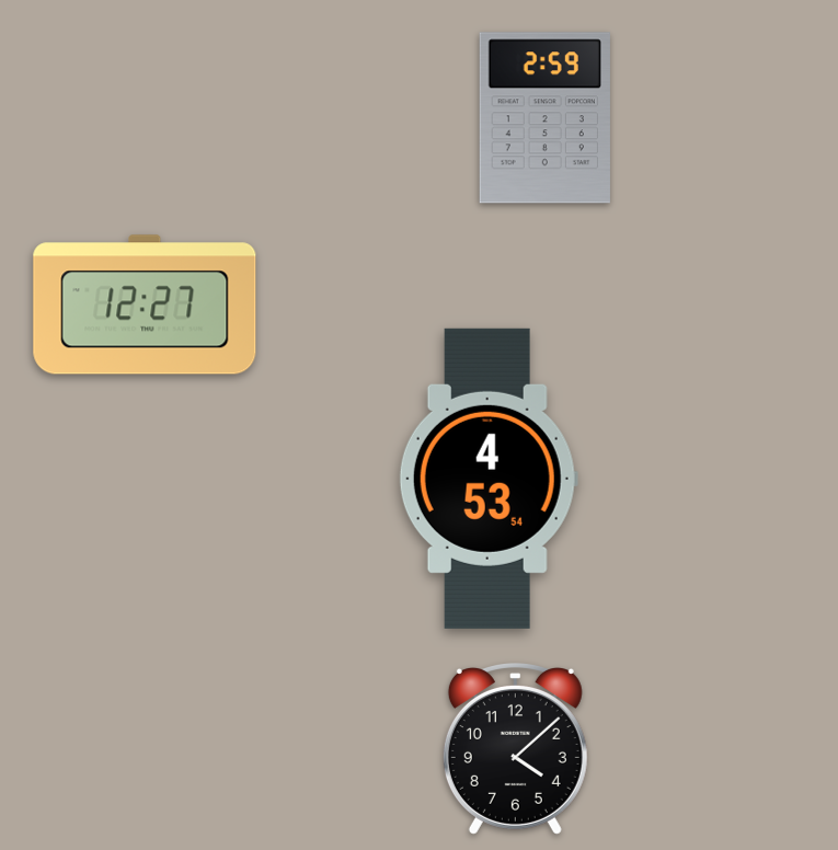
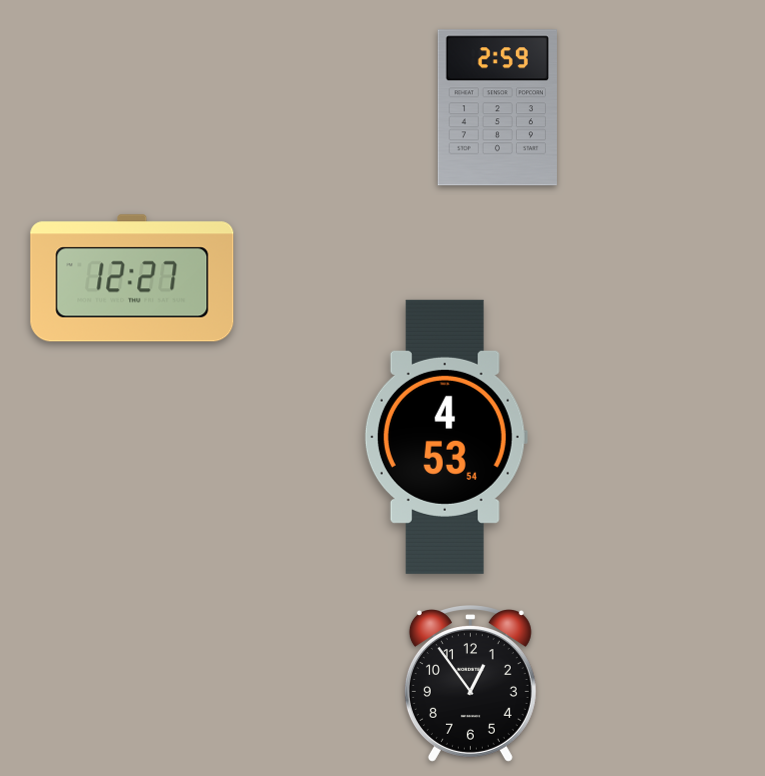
clock at (515, 749): 4:08 -> 12:54
